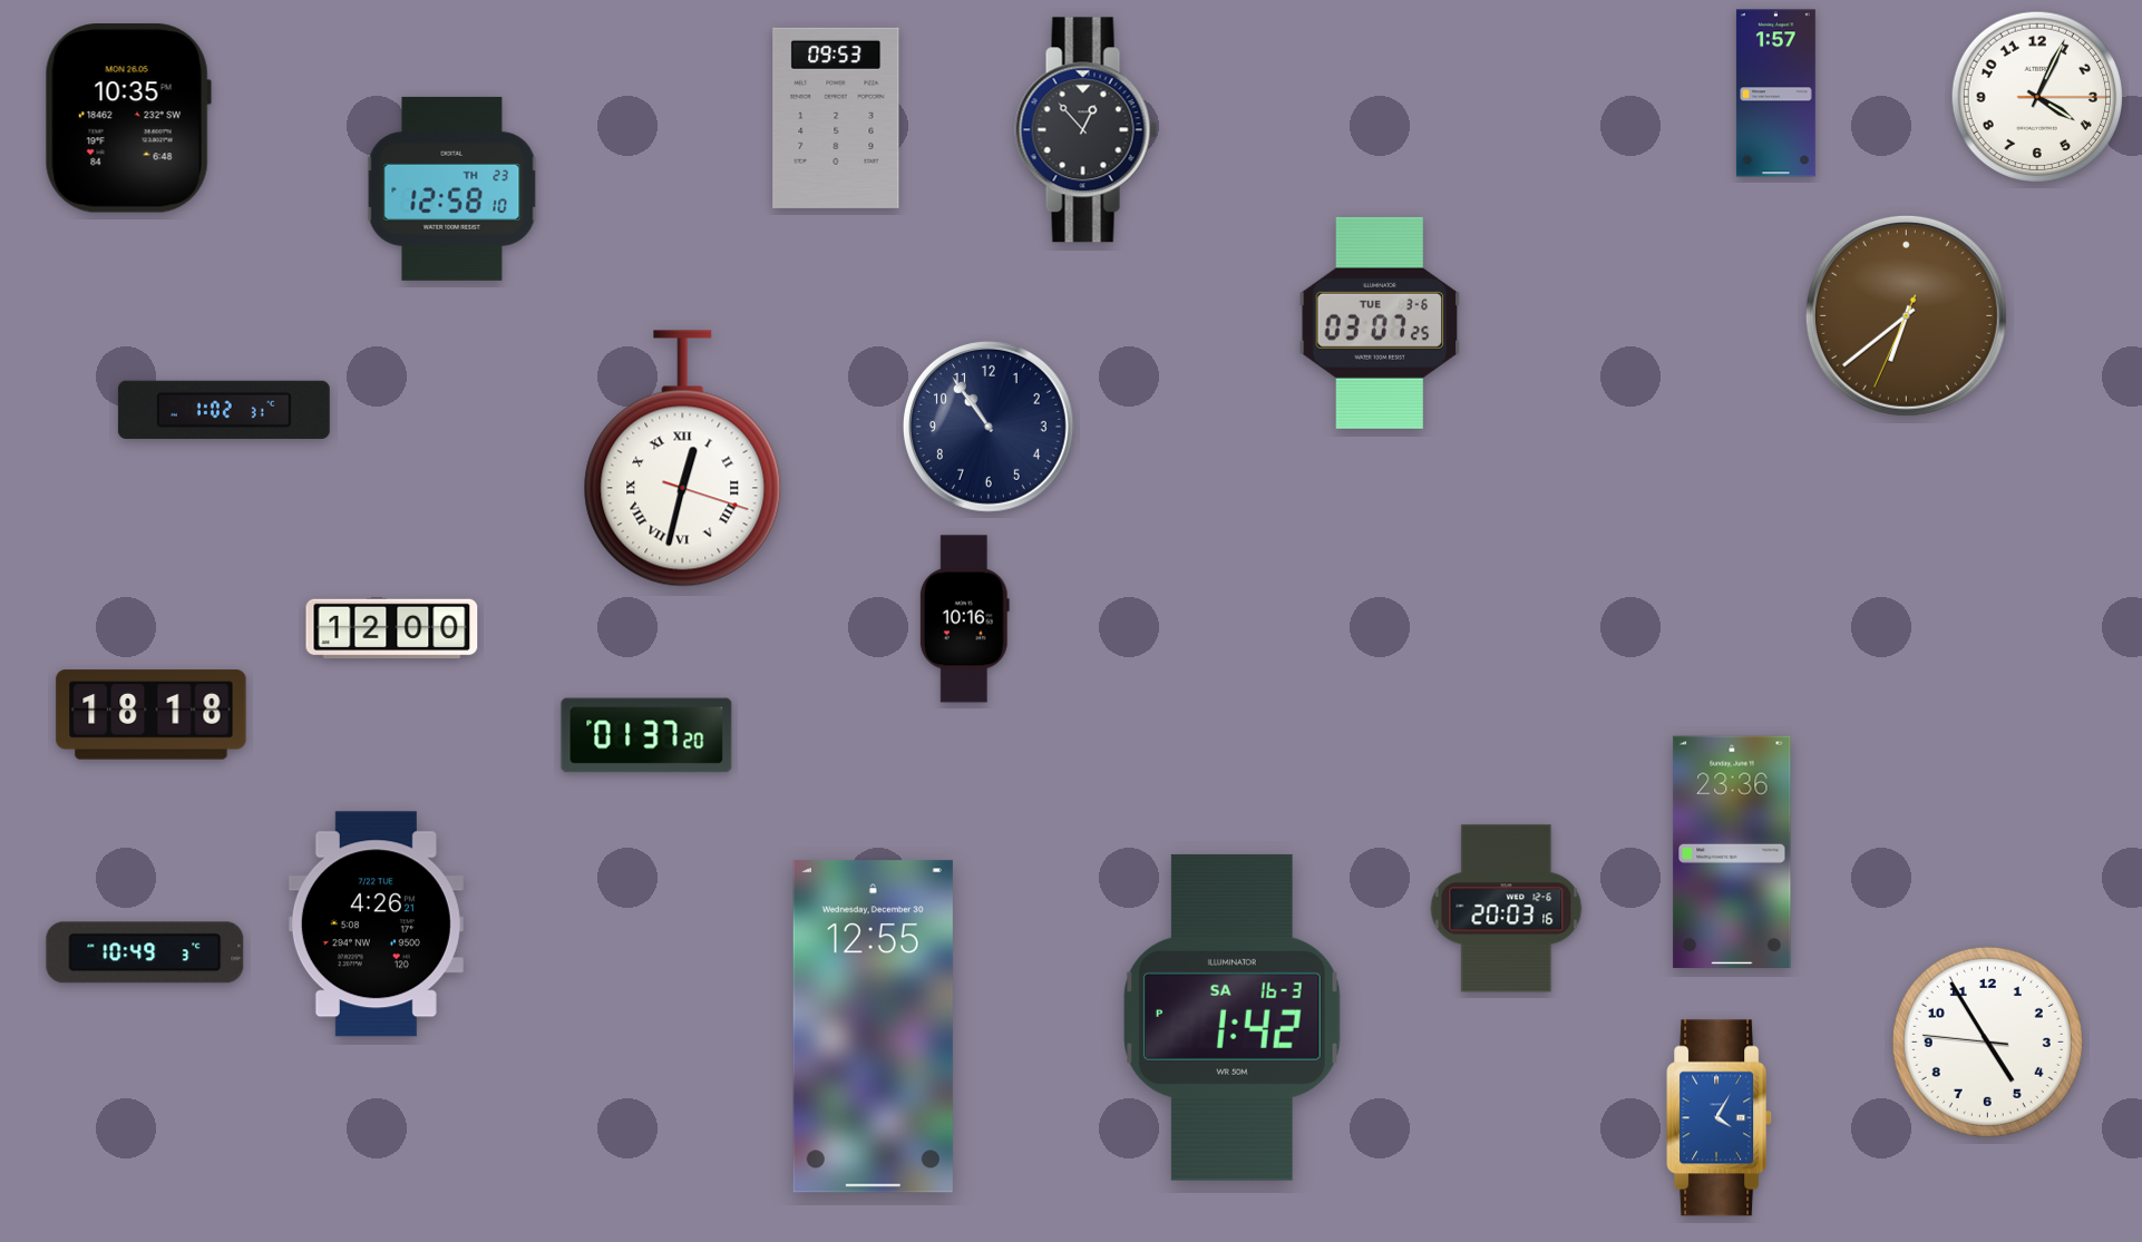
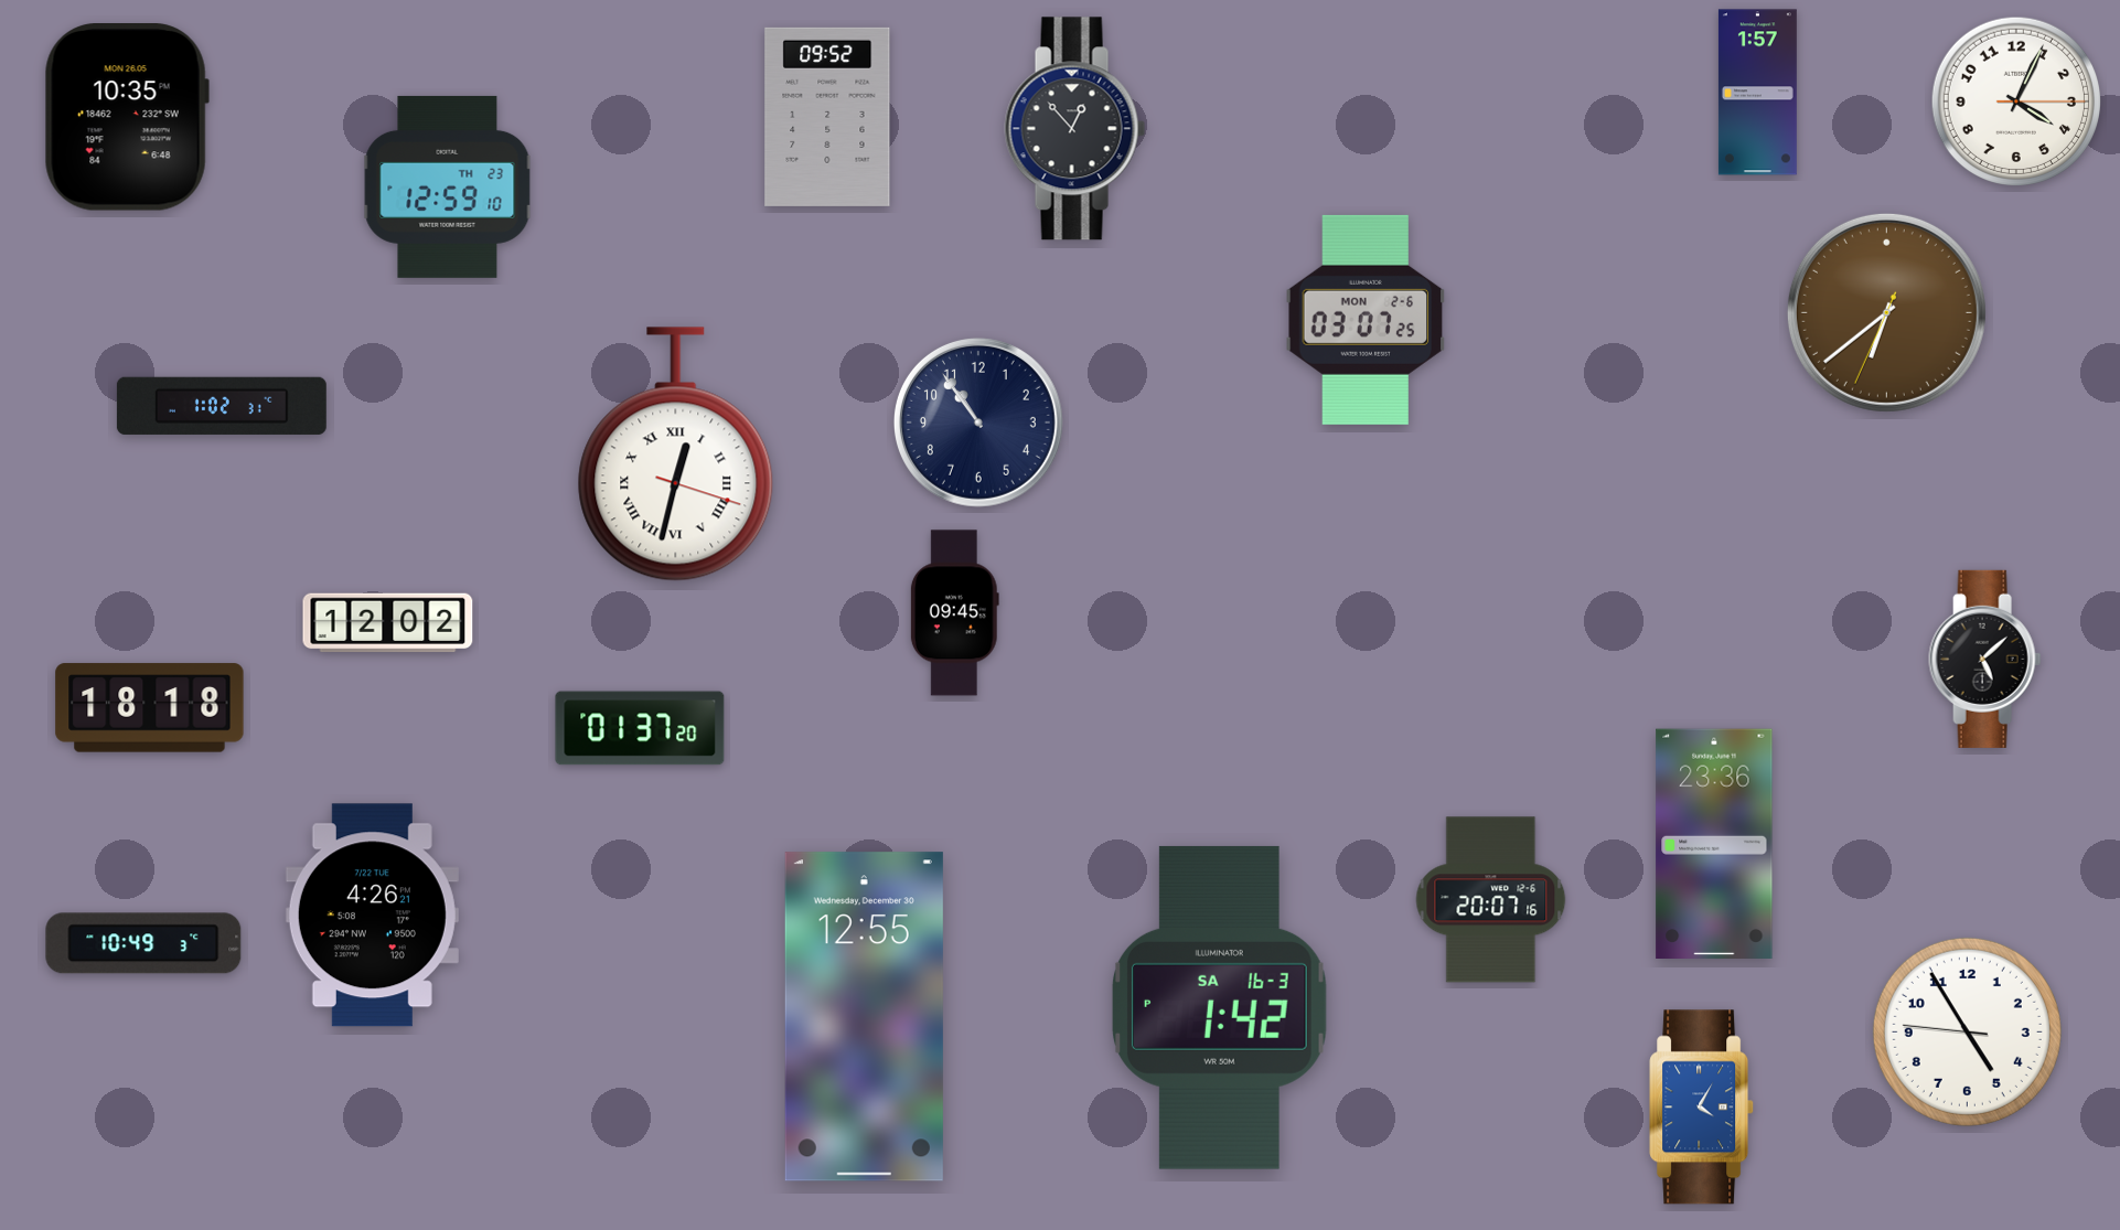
clock at (2036, 96) position: (2036, 96) -> (2015, 100)
clock at (836, 118): 09:53 -> 09:52
clock at (452, 188): 12:58 -> 12:59
clock at (1380, 323) date: TUE 3-6 -> MON 2-6
clock at (964, 619): 10:16 -> 09:45
clock at (392, 629): 12:00 -> 12:02
clock at (1985, 659): none -> 5:08
clock at (1507, 909): 20:03 -> 20:07
